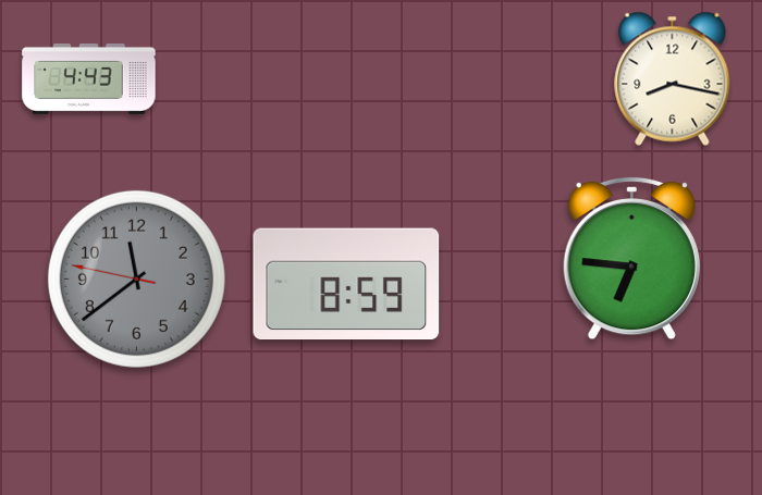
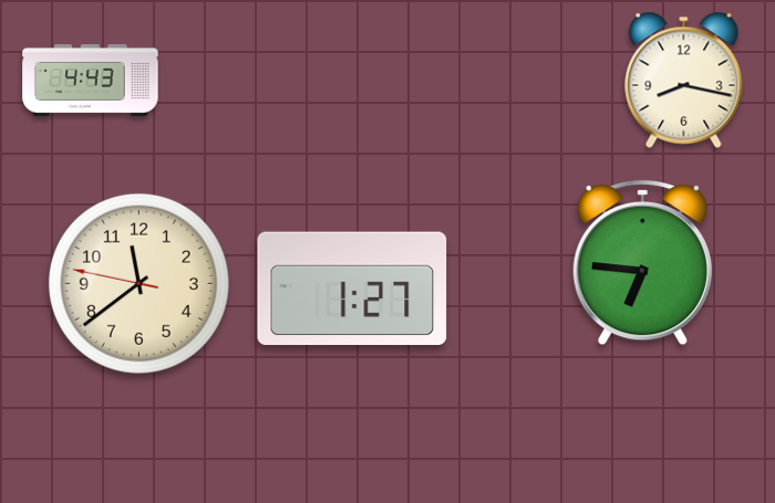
clock at (136, 279) dial: grey -> cream
clock at (346, 284): 8:59 -> 1:27
